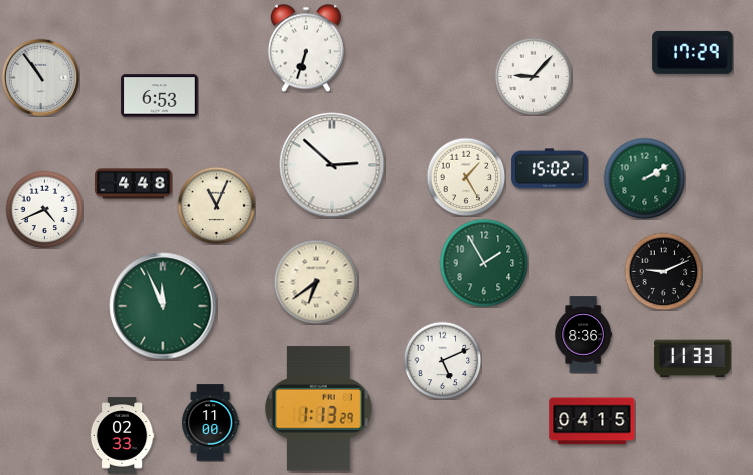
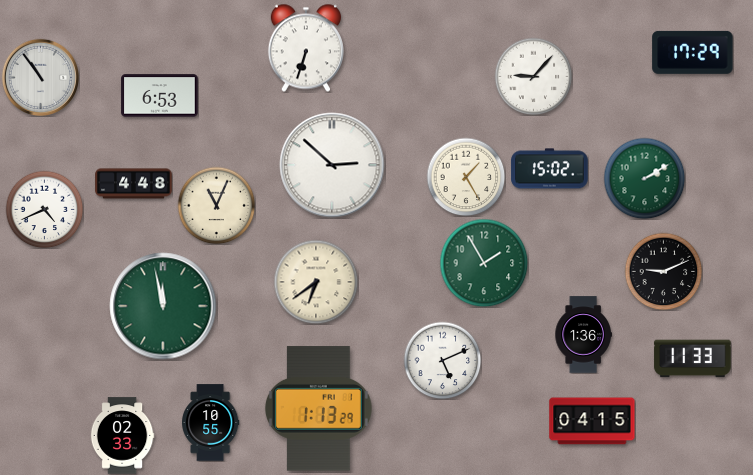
clock at (163, 306): 11:56 -> 11:58
clock at (583, 335): 8:36 -> 1:36
clock at (211, 423): 11:00 -> 10:55
